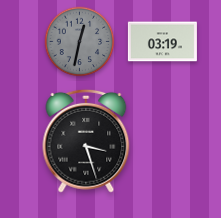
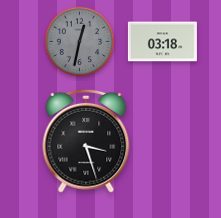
clock at (162, 42): 03:19 -> 03:18
